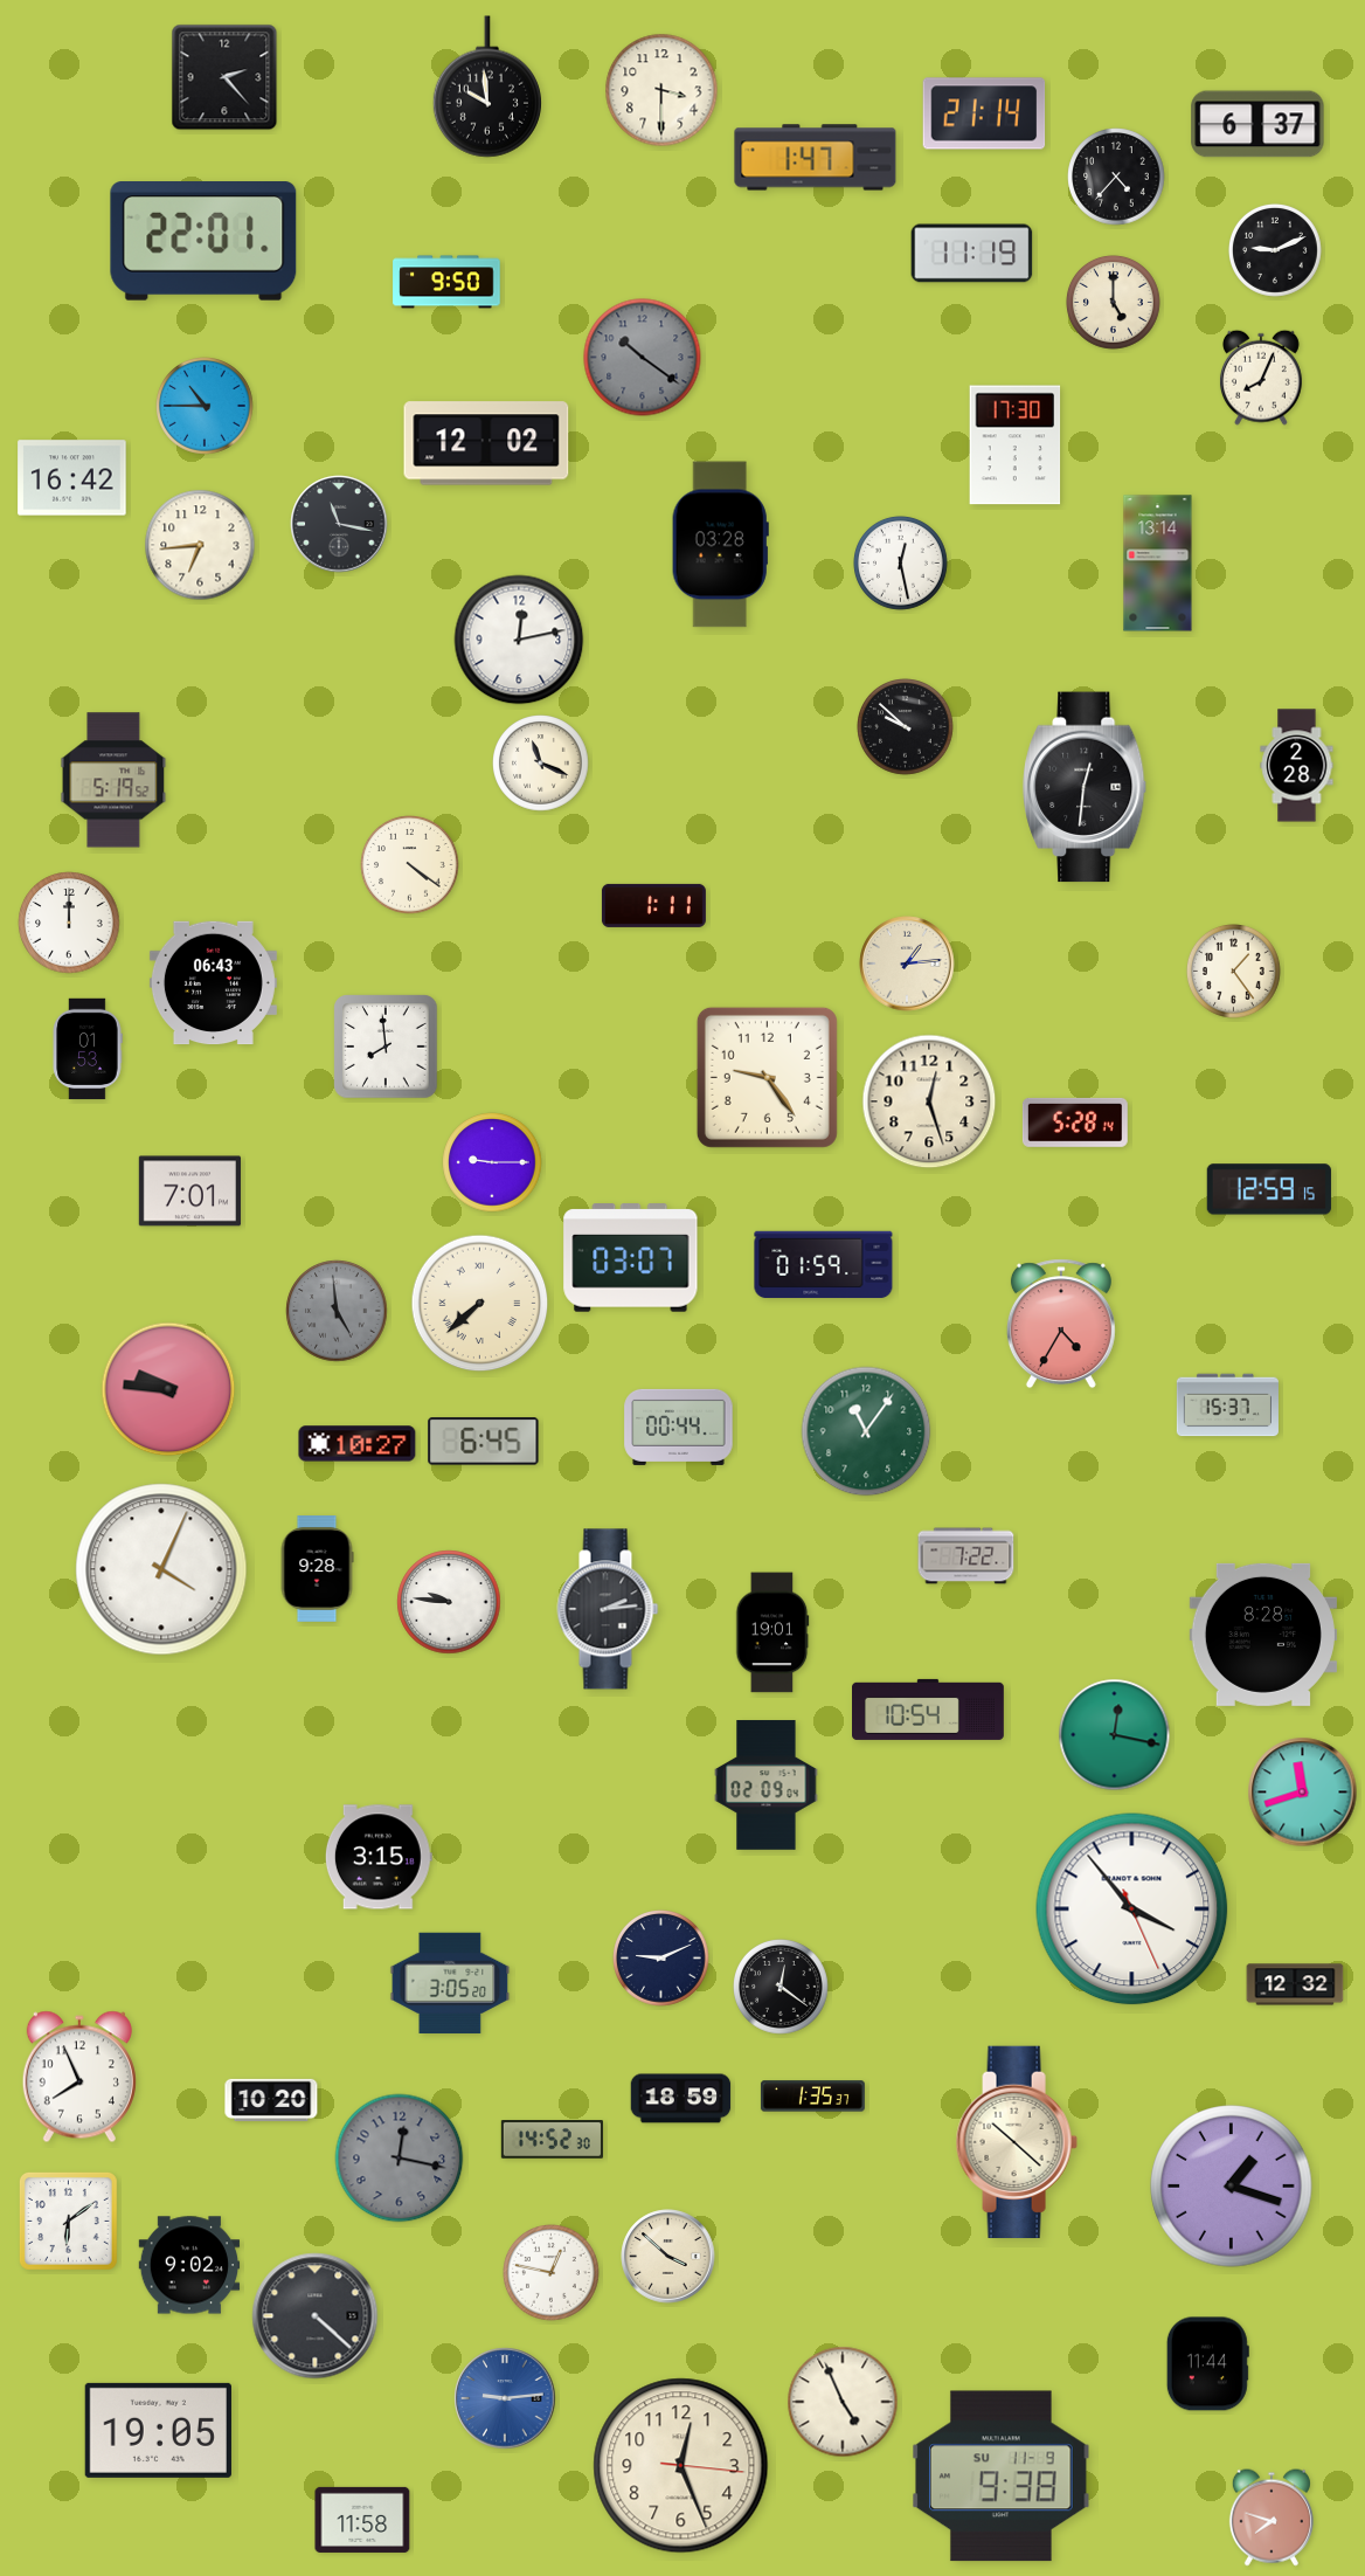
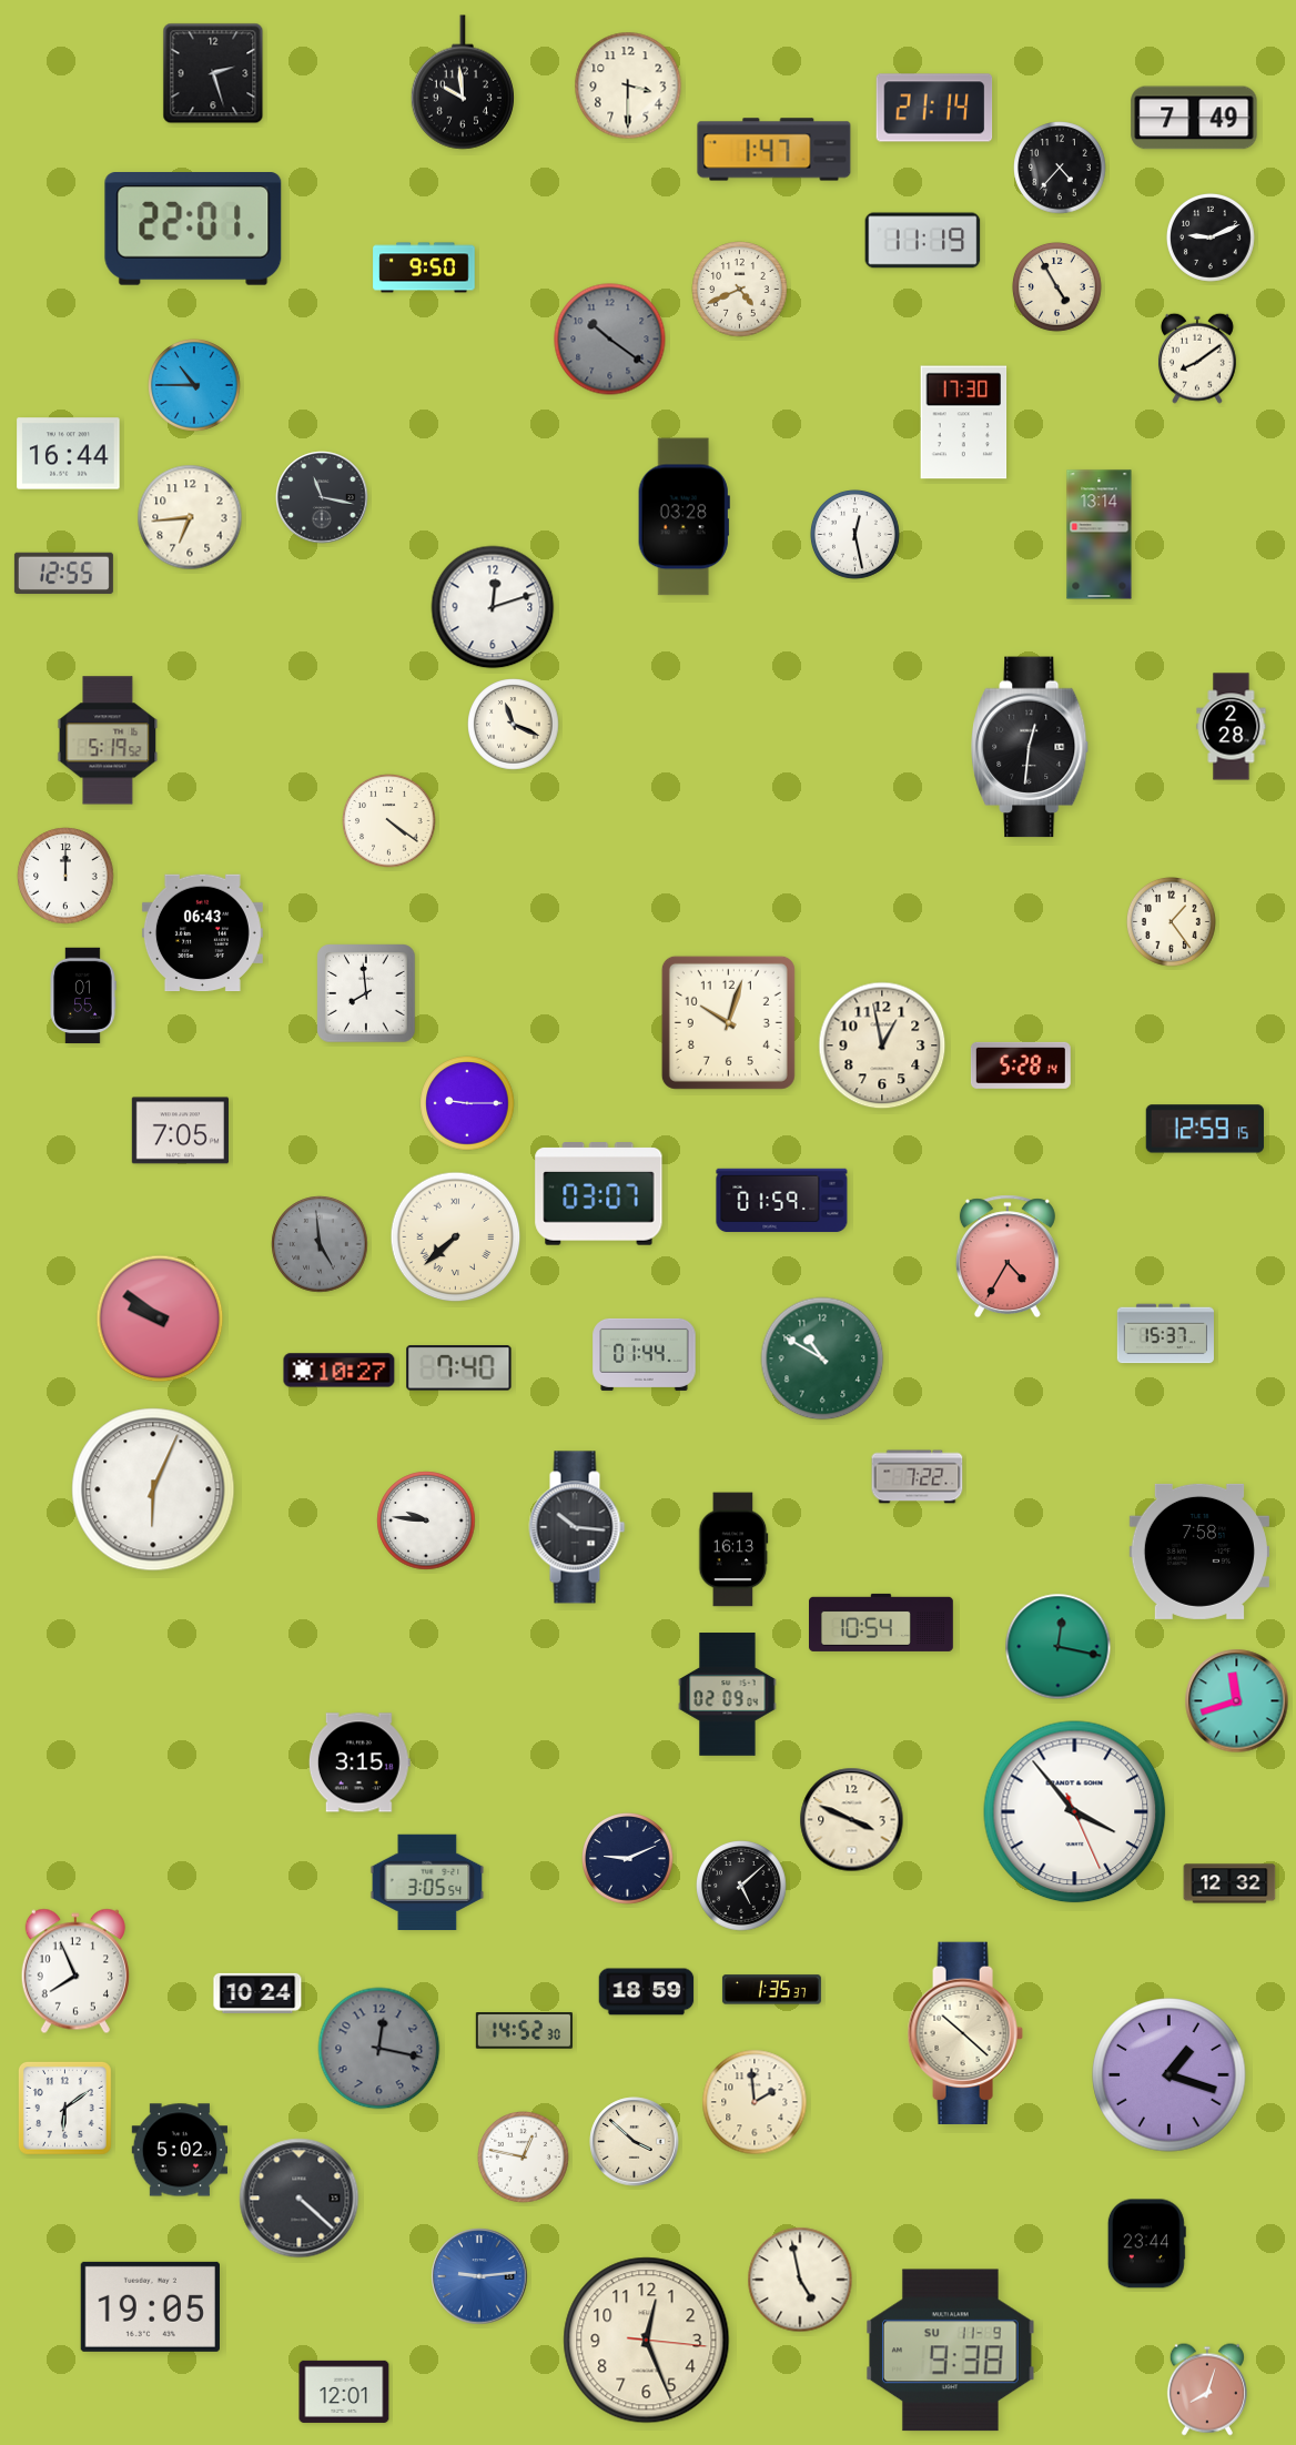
clock at (224, 77): 2:23 -> 2:27
clock at (1257, 124): 6:37 -> 7:49
clock at (1114, 303): 5:00 -> 4:55
clock at (740, 290): none -> 4:41
clock at (1261, 378): 8:04 -> 8:09
clock at (486, 443): 12:02 -> none
clock at (72, 478): 16:42 -> 16:44
clock at (63, 574): none -> 12:55
clock at (519, 640): 12:13 -> 12:12
clock at (906, 727): 9:52 -> none
clock at (653, 905): 1:11 -> none
clock at (907, 964): 1:14 -> none
clock at (88, 1049): 01:53 -> 01:55
clock at (767, 1077): 9:24 -> 10:03
clock at (929, 1101): 12:27 -> 12:58
clock at (189, 1192): 7:01 -> 7:05
clock at (168, 1389): 9:46 -> 9:51
clock at (679, 1427): 00:44 -> 01:44
clock at (866, 1431): 11:06 -> 10:50
clock at (484, 1442): 6:45 -> 7:40
clock at (161, 1569): 4:04 -> 6:04
clock at (317, 1569): 9:28 -> none
clock at (608, 1609): 2:14 -> 10:16
clock at (772, 1632): 19:01 -> 16:13
clock at (1263, 1635): 8:28 -> 7:58
clock at (852, 1820): none -> 3:49
clock at (450, 1982): 3:05:20 -> 3:05:54
clock at (782, 1988): 12:21 -> 5:08
clock at (271, 2100): 10:20 -> 10:24
clock at (755, 2102): none -> 1:59
clock at (189, 2265): 9:02 -> 5:02
clock at (1207, 2364): 11:44 -> 23:44
clock at (843, 2402): 4:56 -> 4:58
clock at (1272, 2518): 7:48 -> 8:03
clock at (362, 2520): 11:58 -> 12:01
